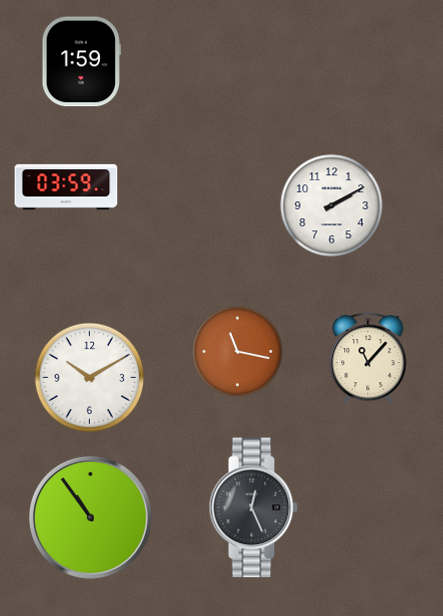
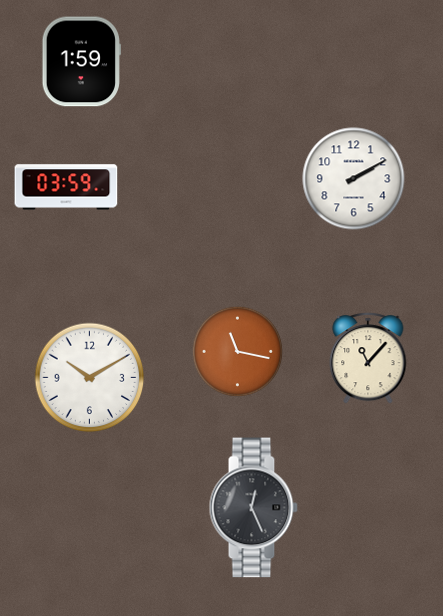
clock at (332, 206) position: (332, 206) -> (354, 179)
clock at (90, 517): 10:54 -> none
